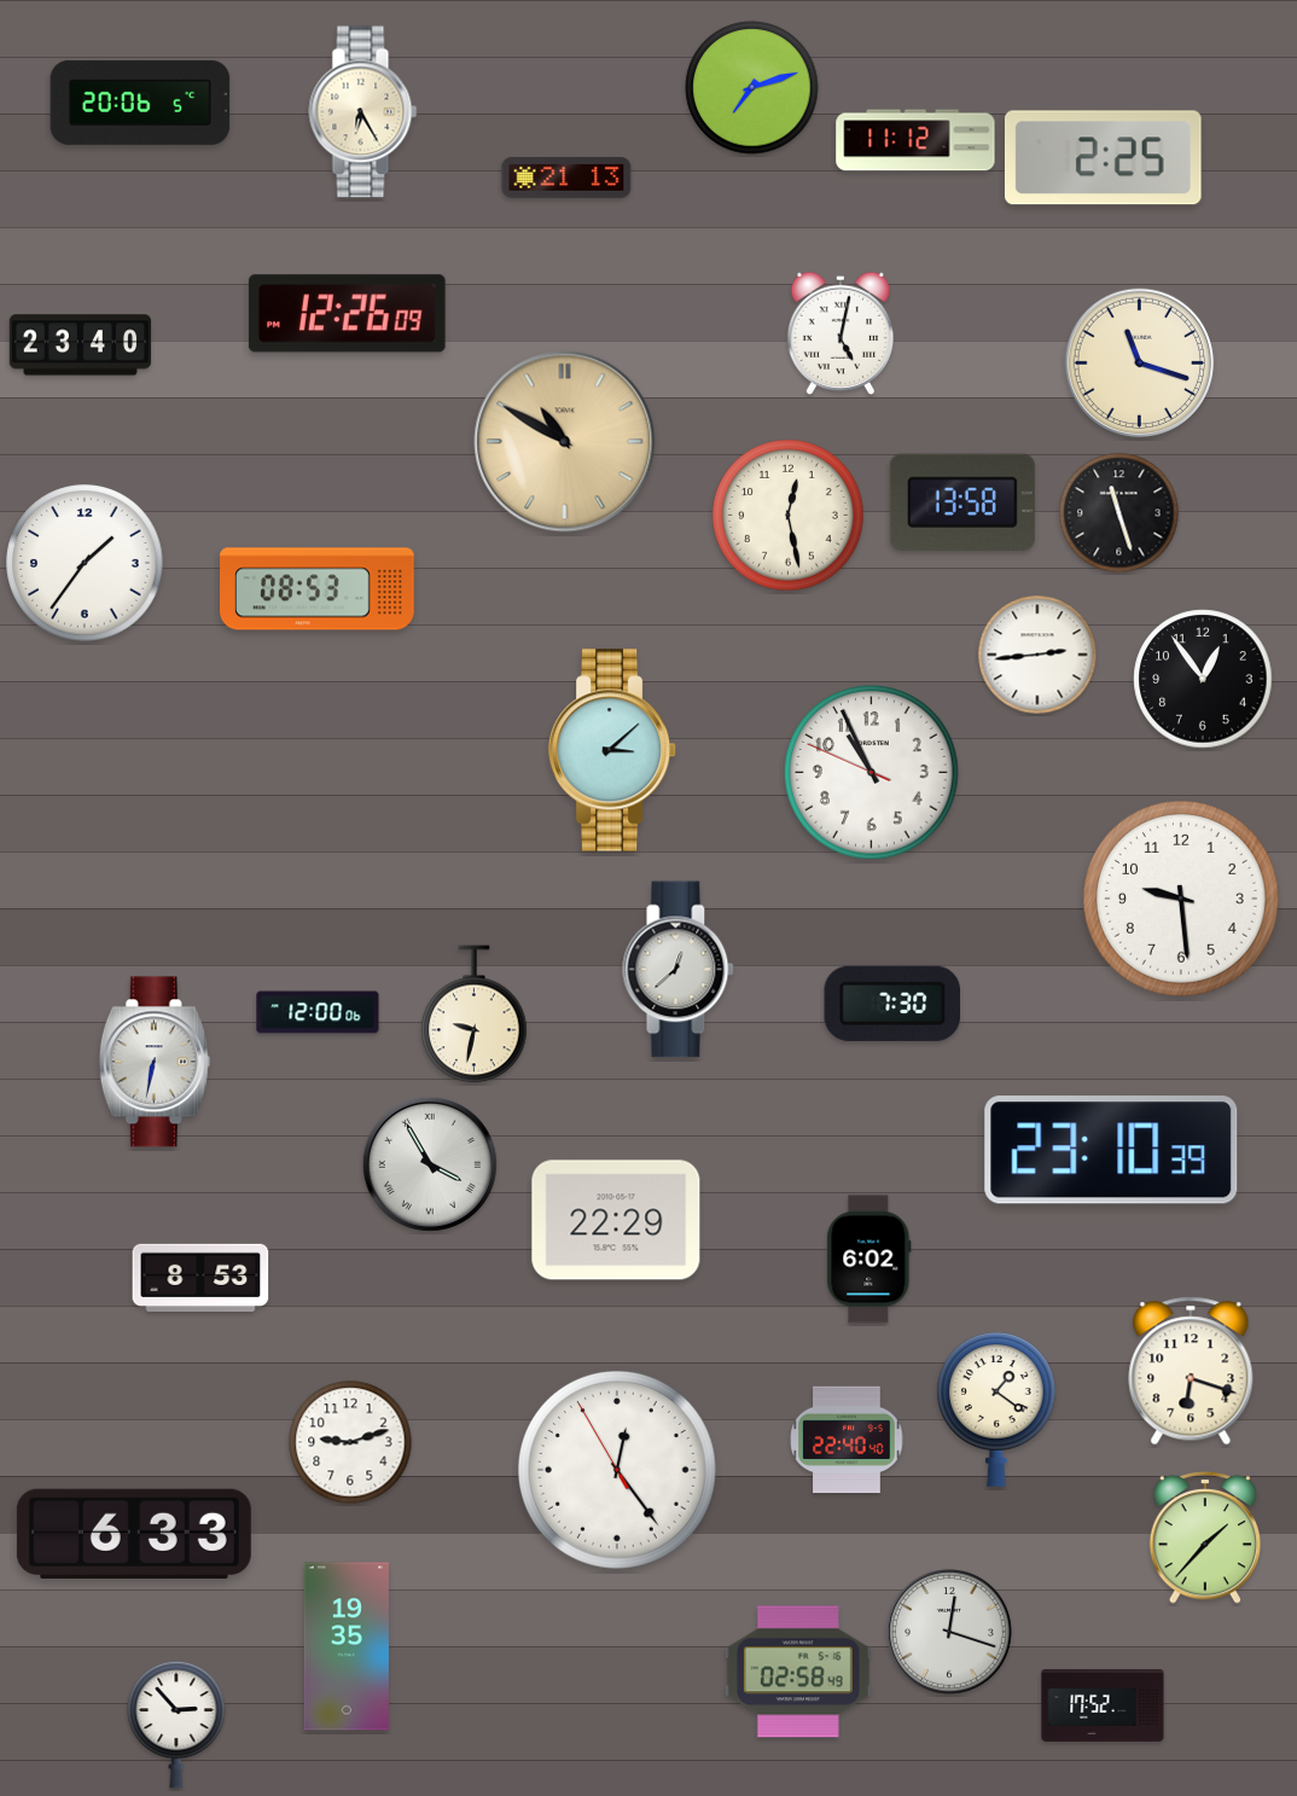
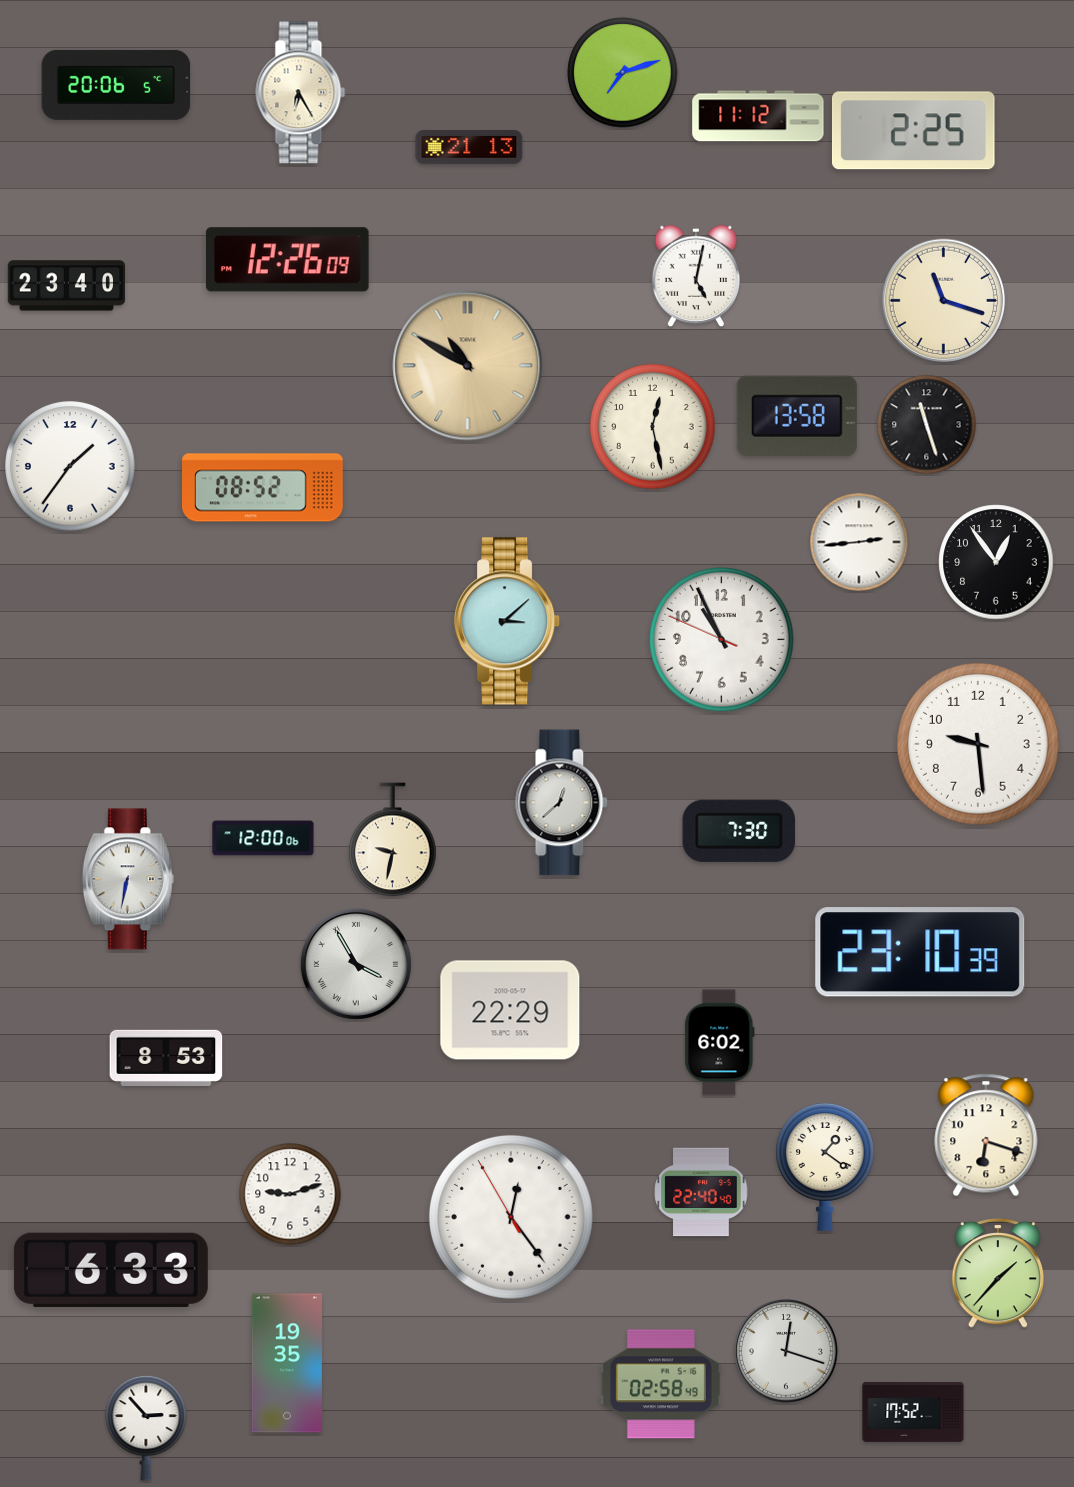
clock at (318, 589): 08:53 -> 08:52
